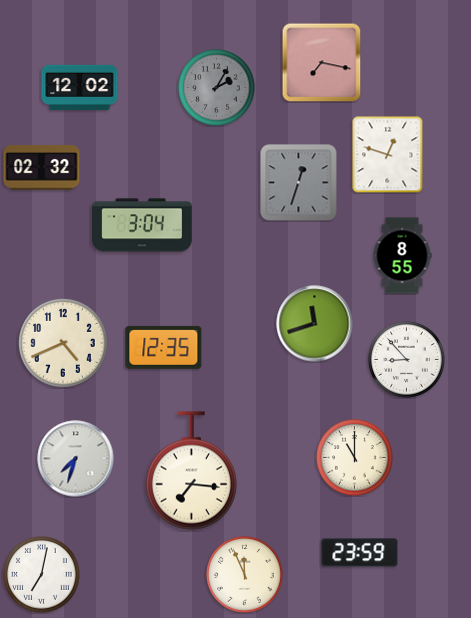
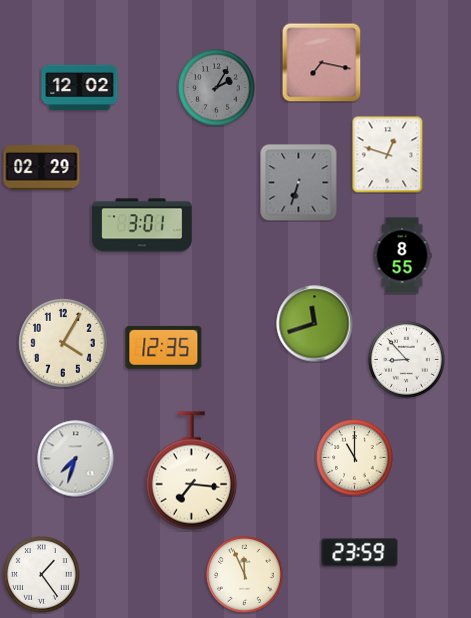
clock at (42, 168): 02:32 -> 02:29
clock at (299, 183): 12:33 -> 6:33
clock at (142, 225): 3:04 -> 3:01
clock at (63, 343): 4:41 -> 4:05
clock at (42, 575): 7:02 -> 1:24
